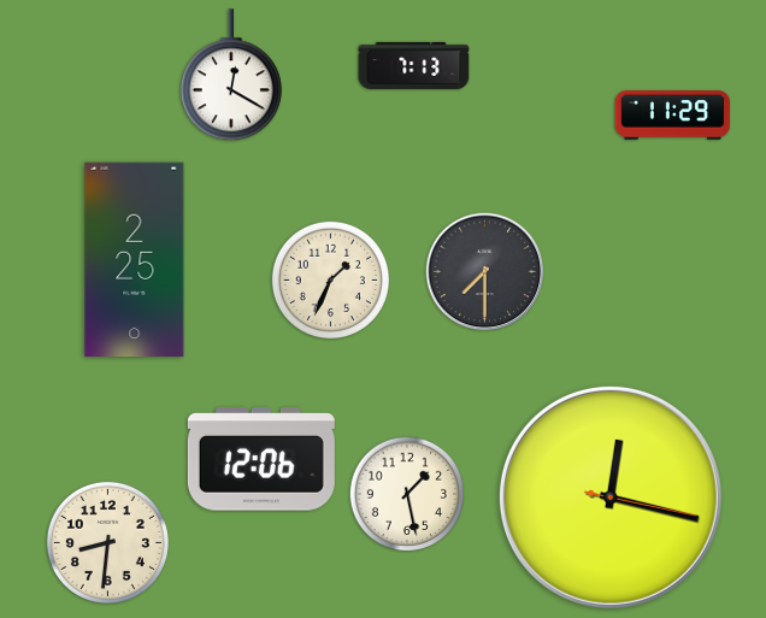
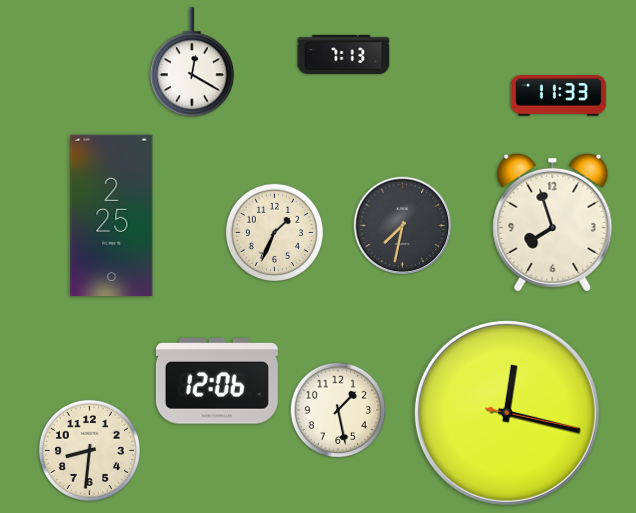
clock at (673, 116): 11:29 -> 11:33
clock at (553, 222): none -> 7:57
clock at (485, 272): 7:30 -> 7:32
